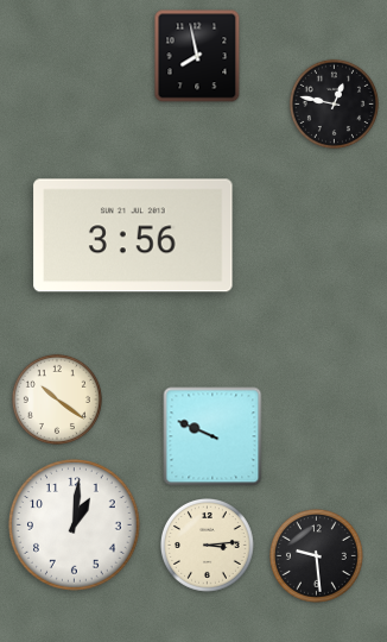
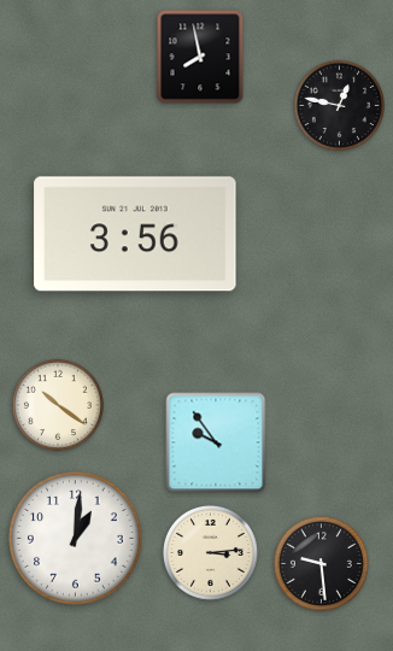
clock at (133, 235) position: (133, 235) -> (135, 234)
clock at (212, 436): 9:49 -> 9:54
clock at (75, 525) position: (75, 525) -> (76, 539)
